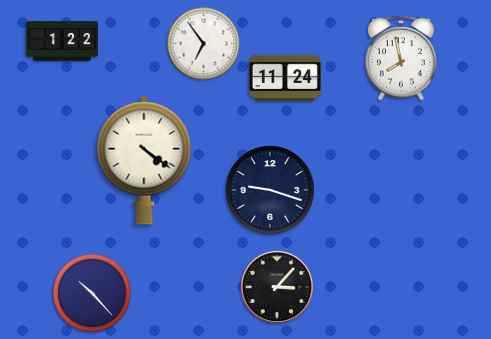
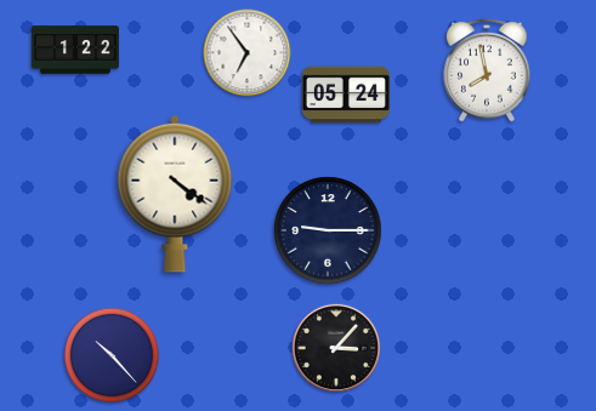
clock at (285, 78): 11:24 -> 05:24
clock at (270, 190): 9:18 -> 9:15
